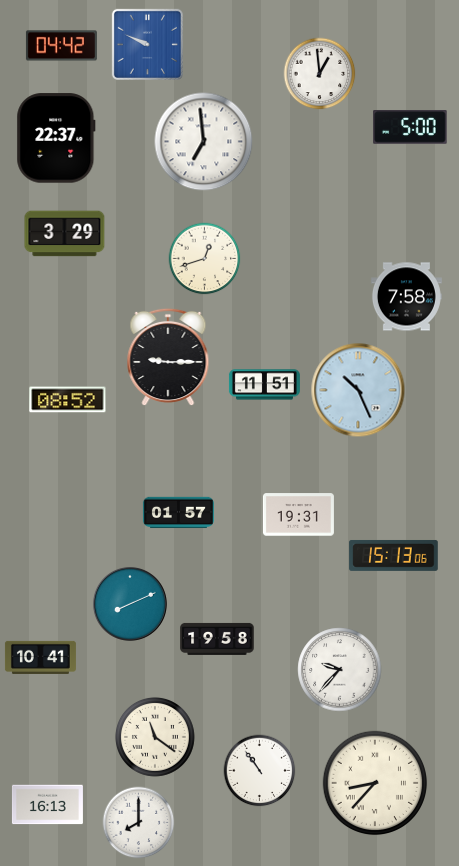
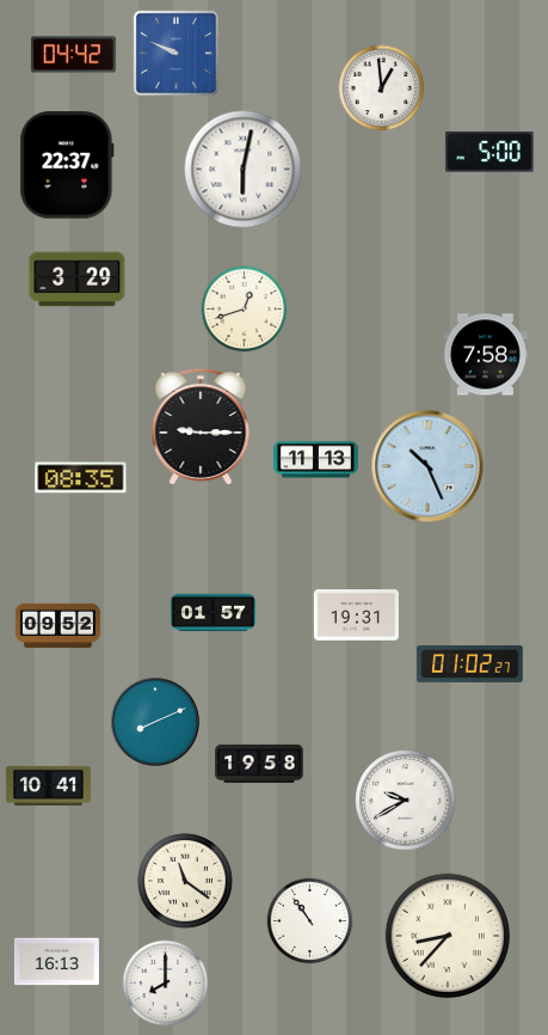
clock at (204, 142): 6:59 -> 6:02
clock at (264, 385): 11:51 -> 11:13
clock at (68, 400): 08:52 -> 08:35
clock at (57, 625): none -> 09:52
clock at (394, 555): 15:13 -> 01:02
clock at (340, 670): 9:37 -> 9:40
